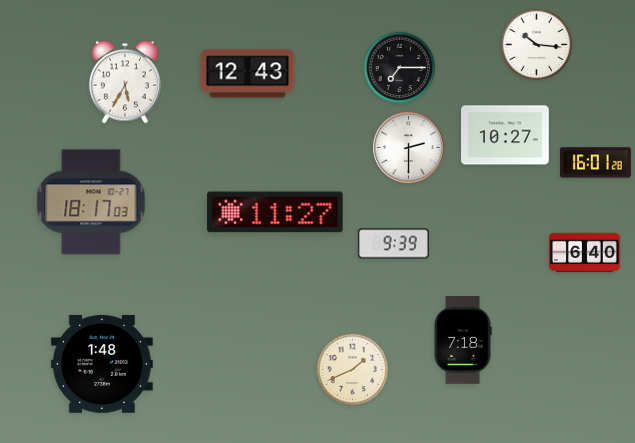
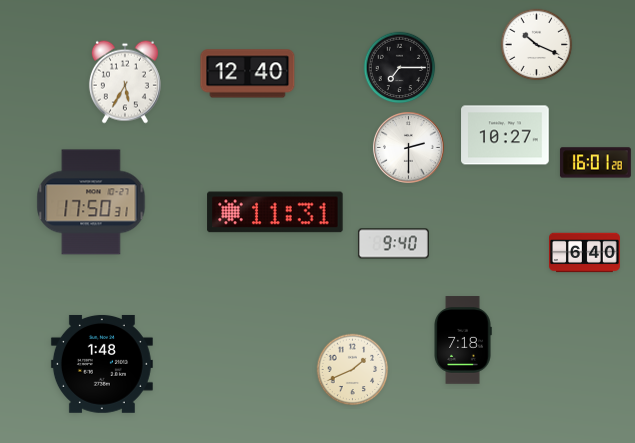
clock at (537, 45): 10:16 -> 10:19
clock at (248, 74): 12:43 -> 12:40
clock at (91, 202): 18:17 -> 17:50
clock at (275, 212): 11:27 -> 11:31
clock at (393, 244): 9:39 -> 9:40
